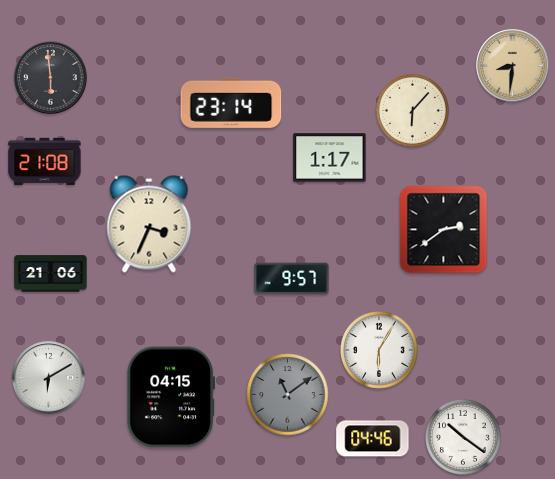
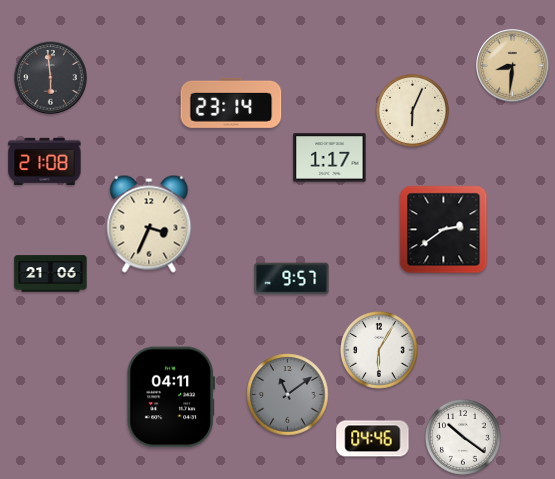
clock at (412, 110): 6:07 -> 6:04
clock at (49, 378): 6:10 -> none
clock at (170, 397): 04:15 -> 04:11
